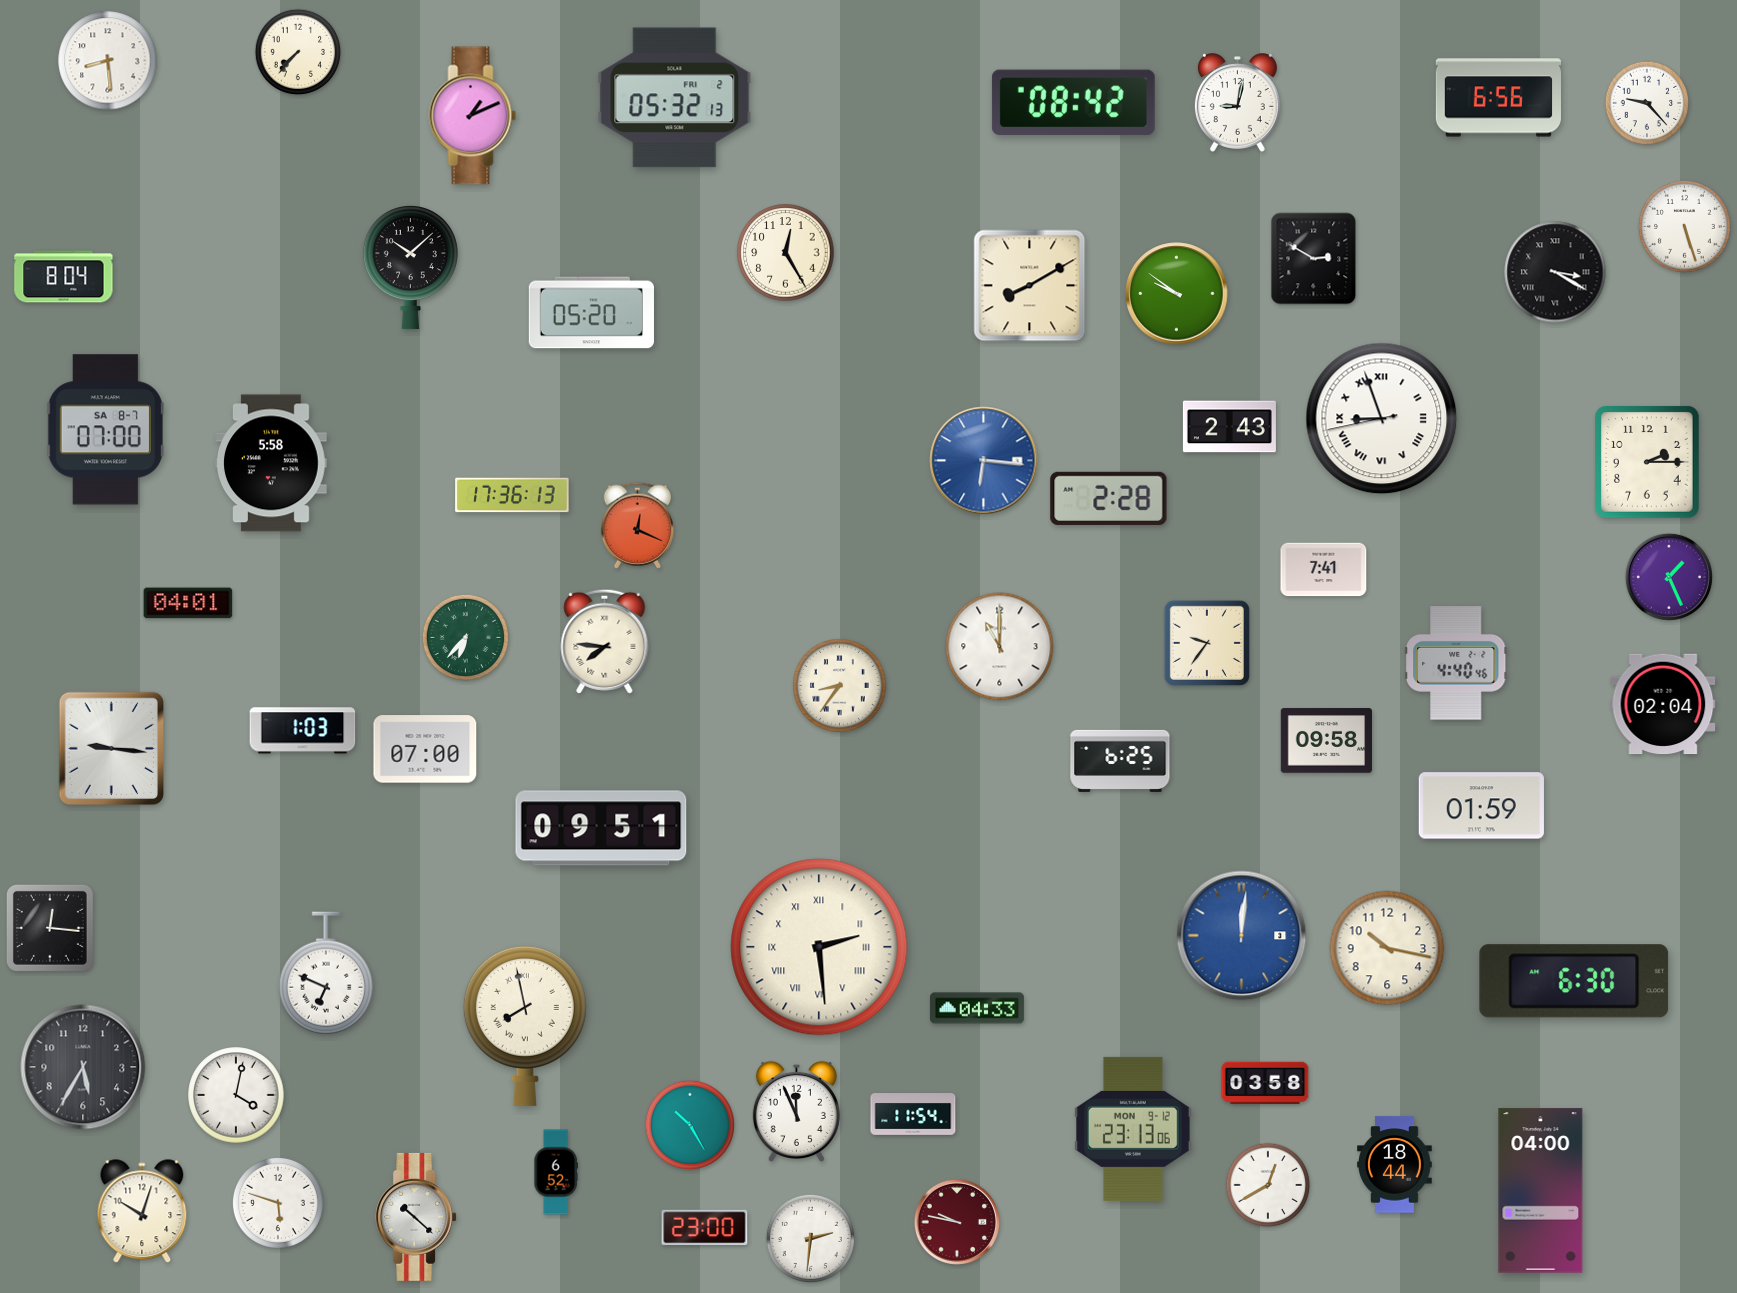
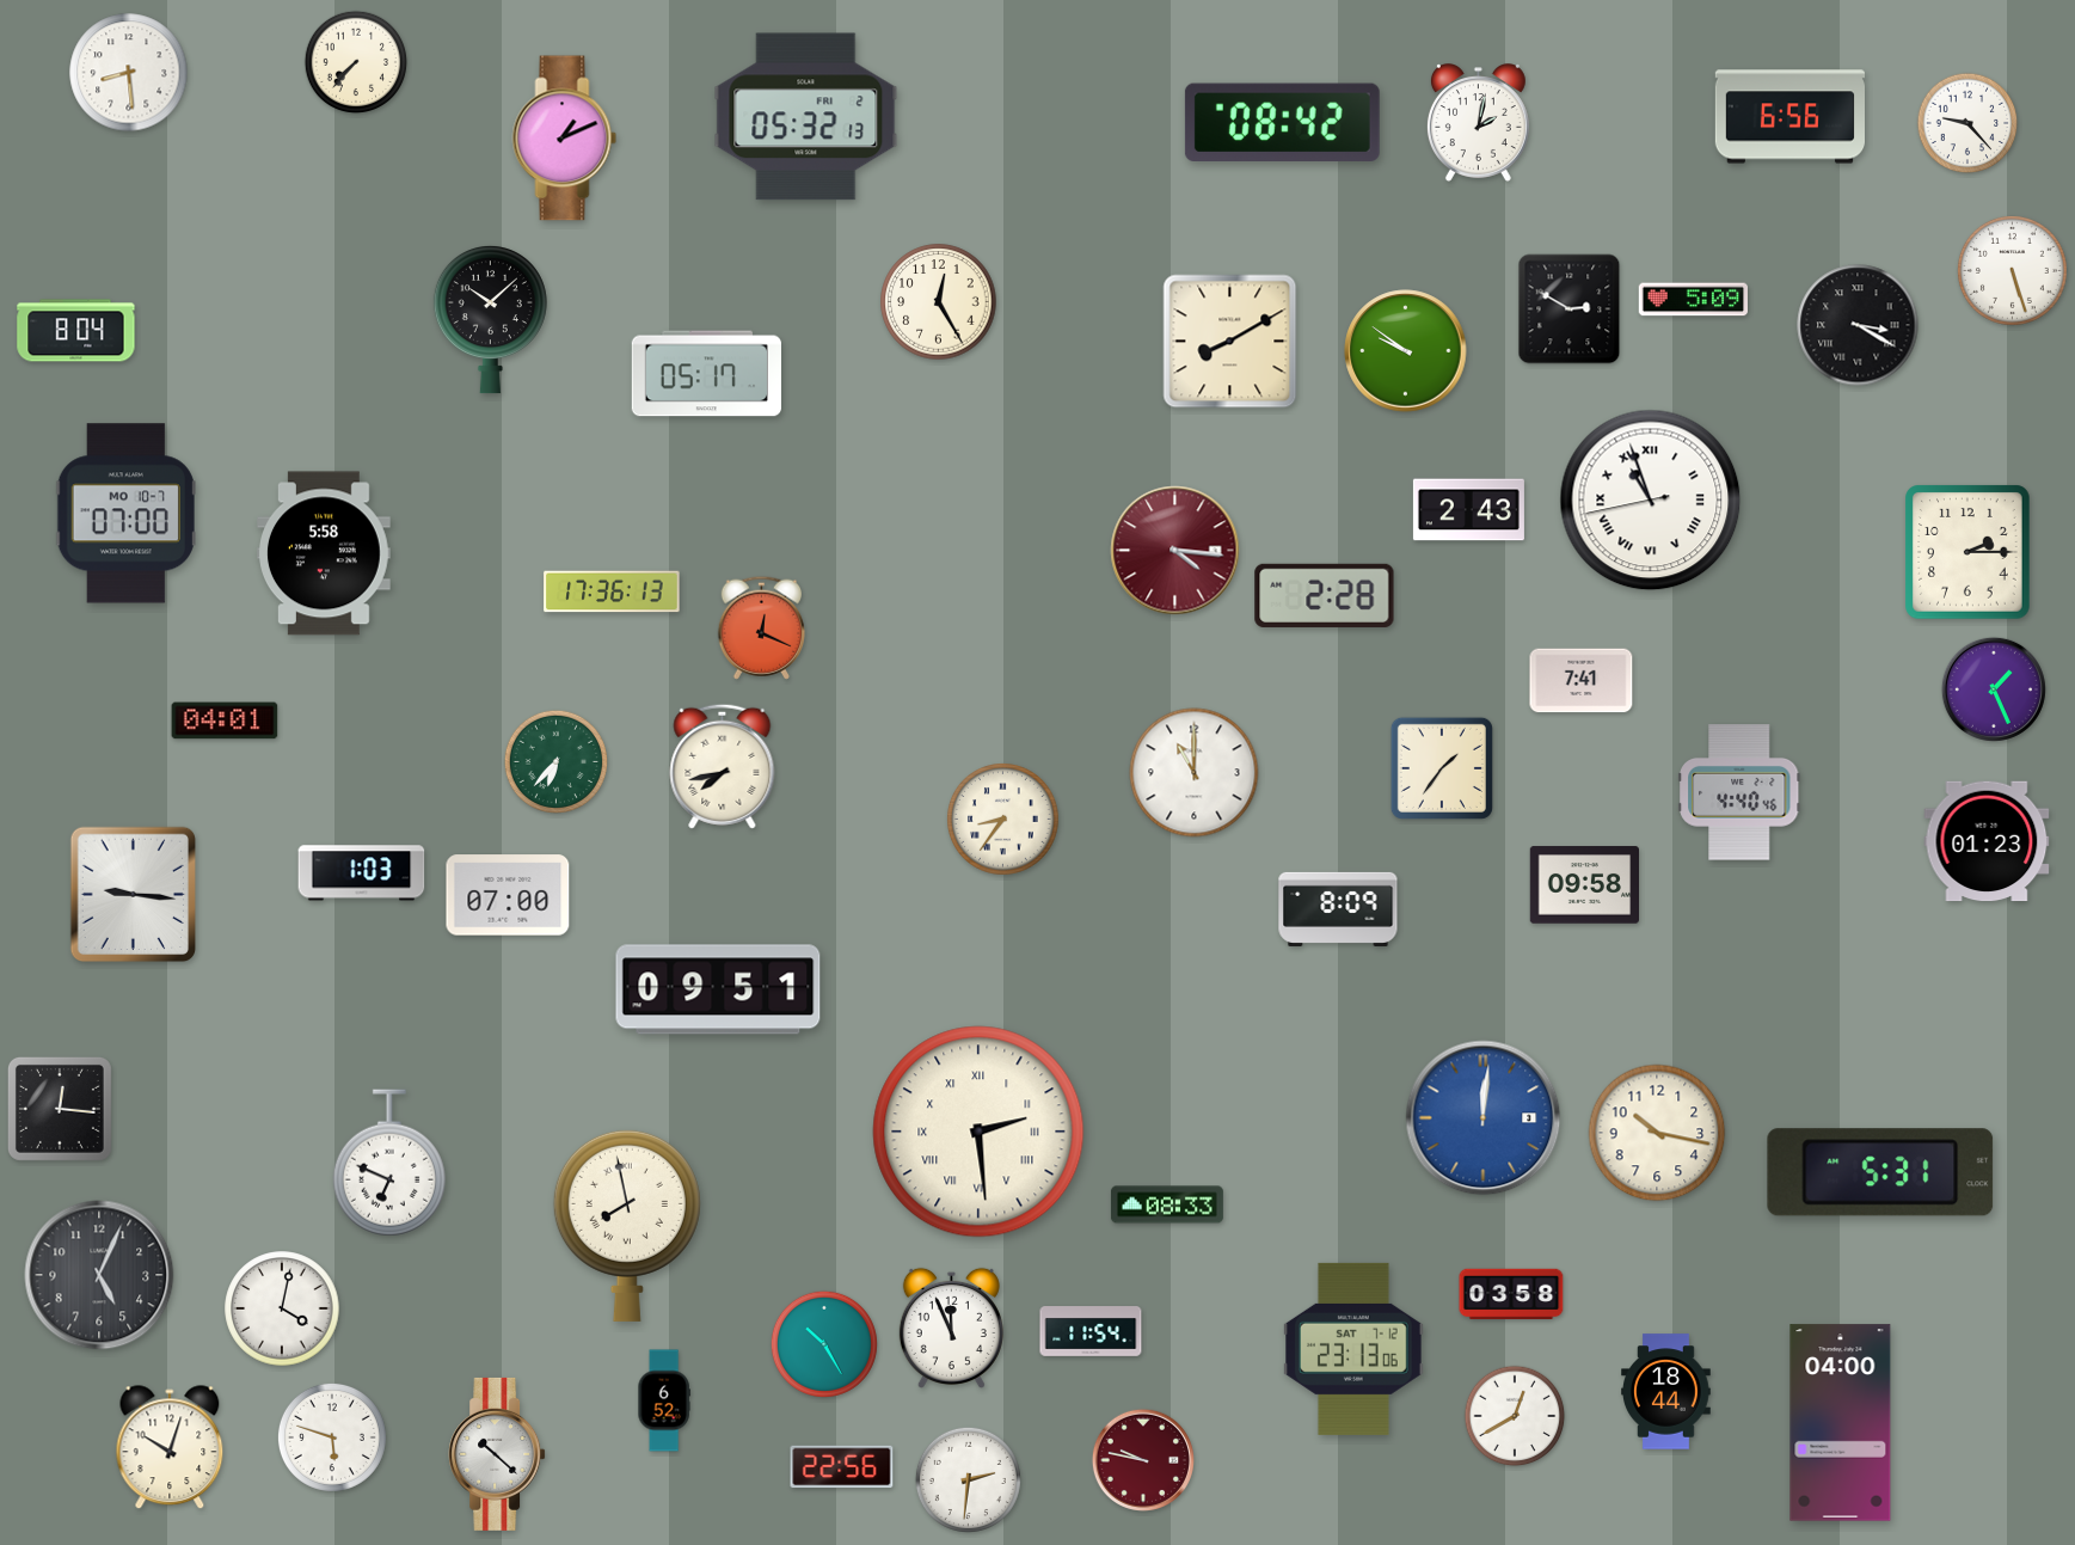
clock at (1237, 103): 9:02 -> 2:02
clock at (1693, 300): none -> 5:09
clock at (591, 313): 05:20 -> 05:17
clock at (1382, 419): 8:56 -> 10:56
clock at (105, 430) date: SA 8-7 -> MO 10-7
clock at (984, 461): 6:16 -> 4:16
clock at (984, 461) dial: blue -> burgundy
clock at (605, 641): 7:46 -> 7:43
clock at (1207, 643): 9:36 -> 1:36
clock at (1663, 704): 02:04 -> 01:23
clock at (1120, 761): 6:25 -> 8:09
clock at (1481, 806): 01:59 -> none
clock at (1574, 981): 6:30 -> 5:31
clock at (977, 1008): 04:33 -> 08:33
clock at (83, 1067): 5:35 -> 5:04
clock at (1134, 1129) date: MON 9-12 -> SAT 7-12
clock at (705, 1228): 23:00 -> 22:56
